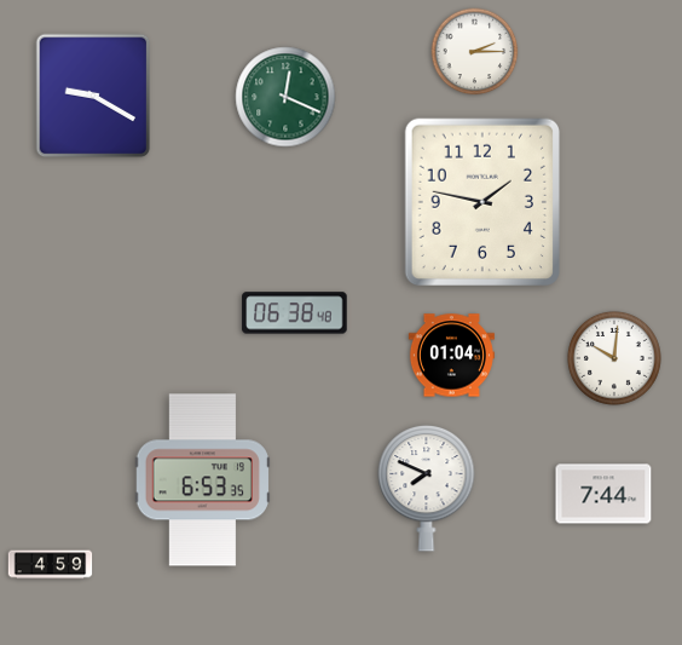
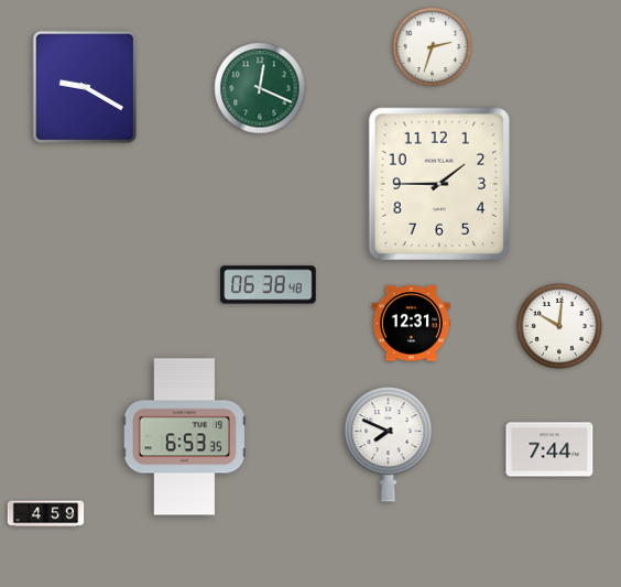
clock at (475, 52): 2:15 -> 2:33
clock at (482, 201): 1:47 -> 1:45
clock at (451, 356): 01:04 -> 12:31
